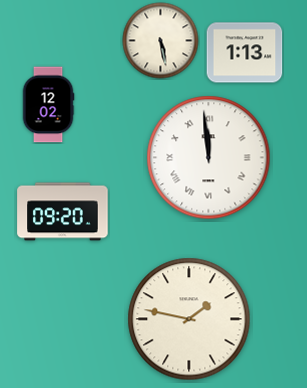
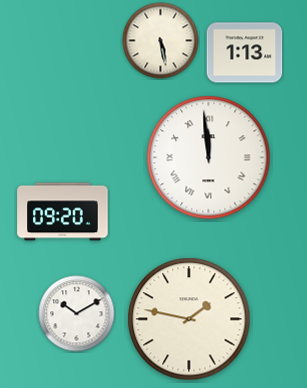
clock at (48, 105): 12:02 -> none
clock at (77, 314): none -> 10:10
